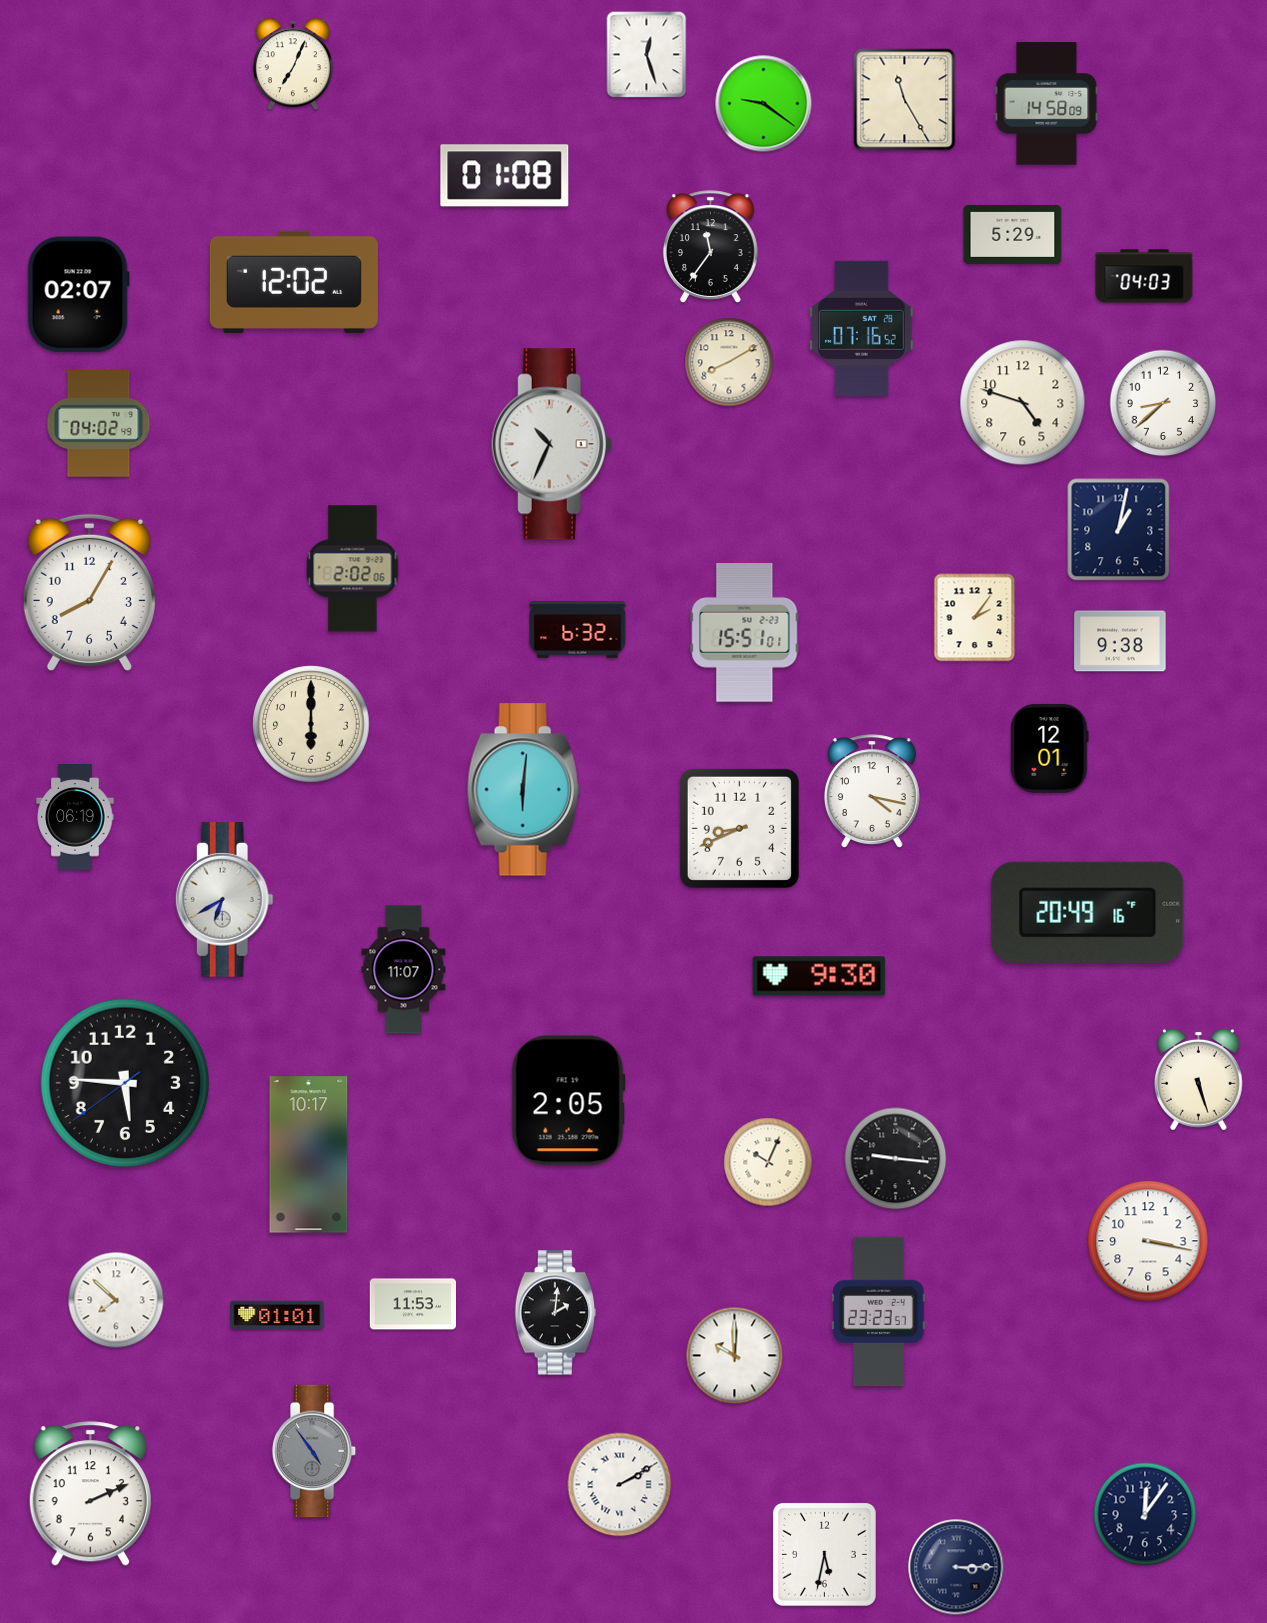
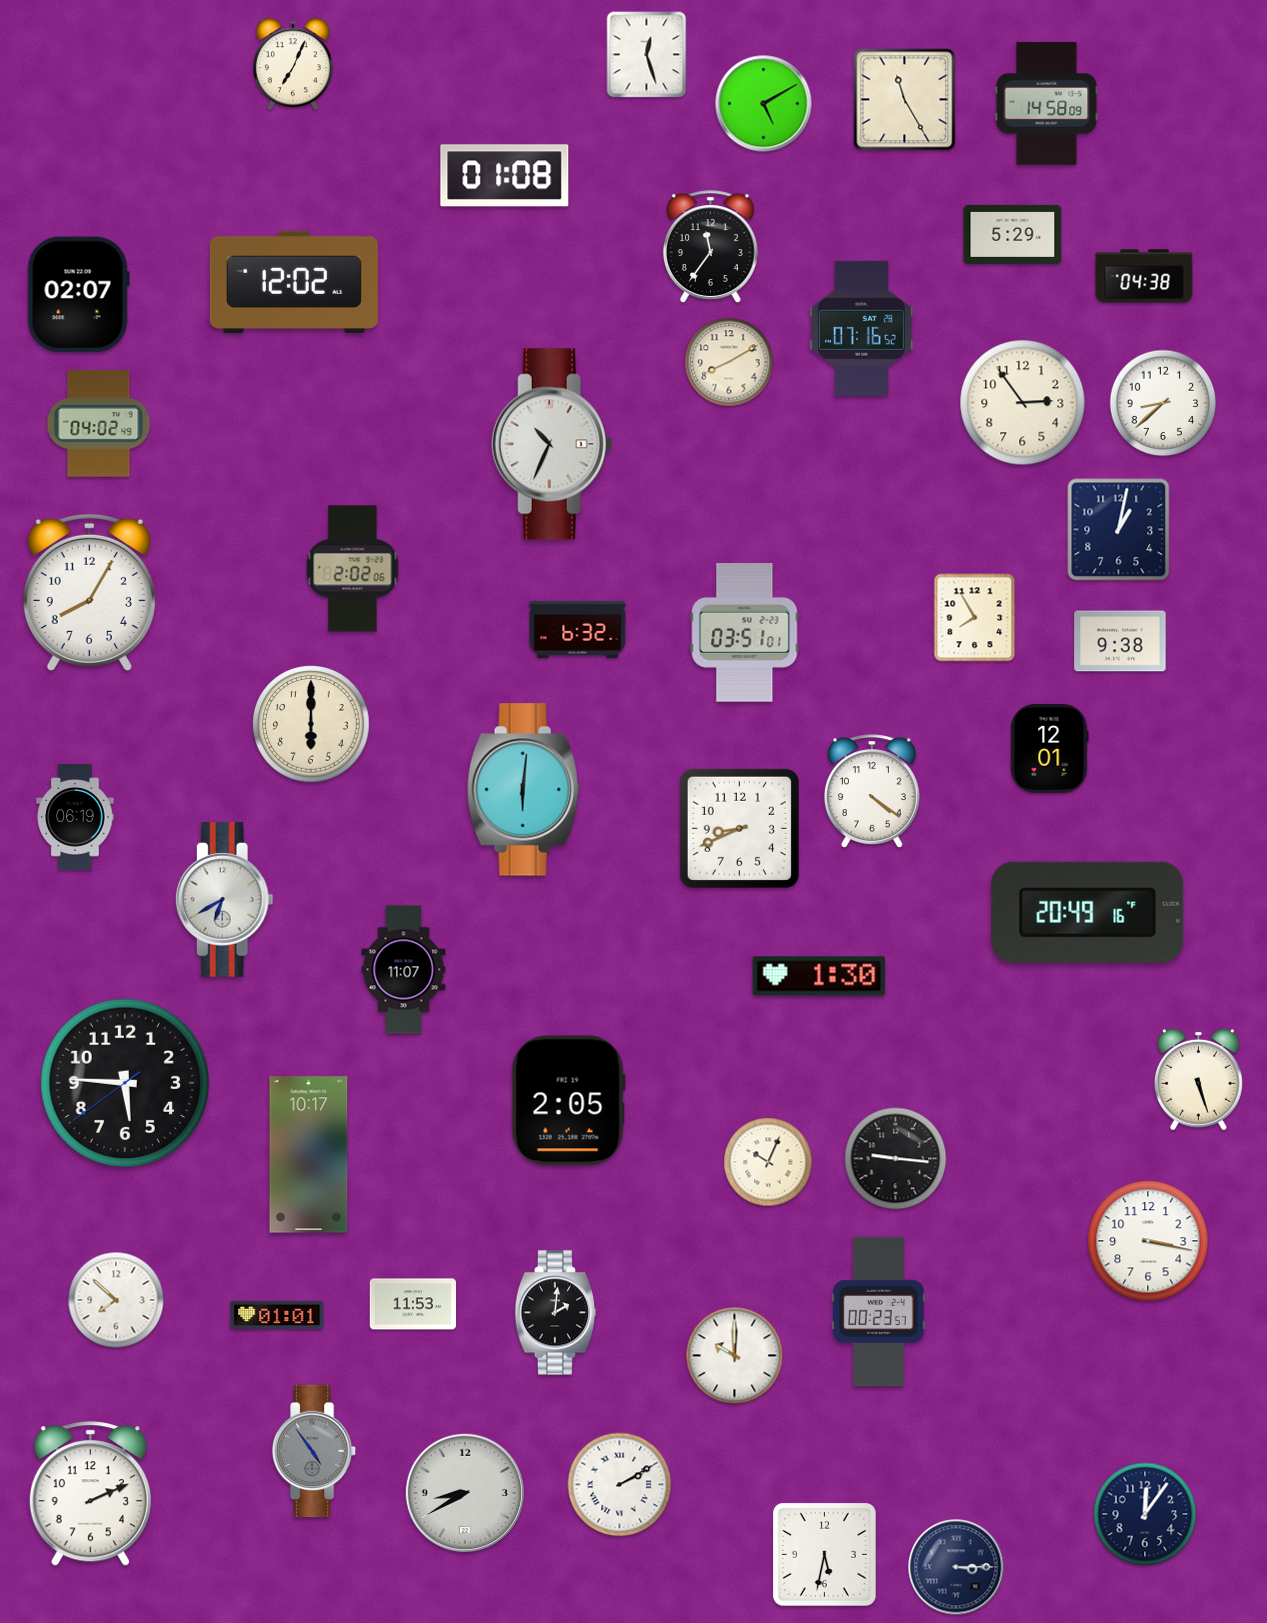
clock at (764, 104): 9:21 -> 5:10
clock at (1144, 276): 04:03 -> 04:38
clock at (1023, 403): 4:48 -> 2:54
clock at (975, 618): 2:06 -> 7:55
clock at (745, 633): 15:51 -> 03:51
clock at (872, 791): 4:17 -> 4:21
clock at (819, 976): 9:30 -> 1:30
clock at (879, 1312): 23:23 -> 00:23
clock at (465, 1493): none -> 8:40
